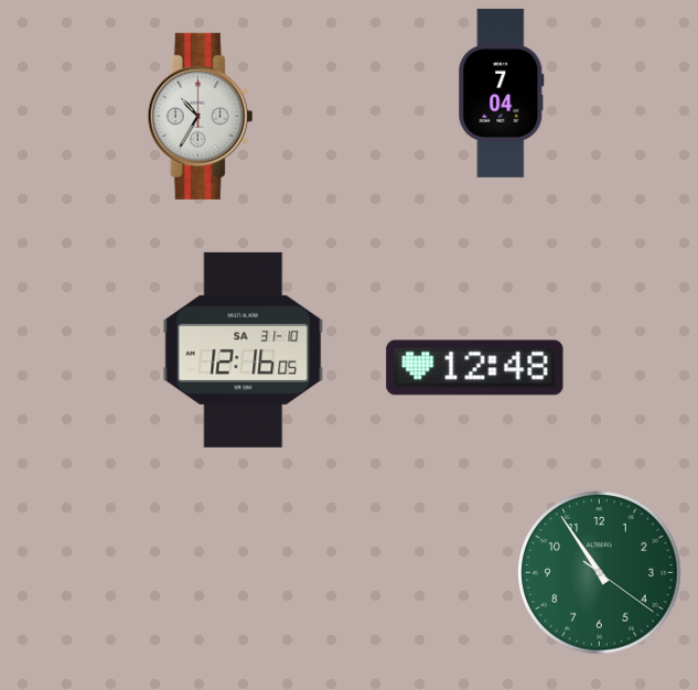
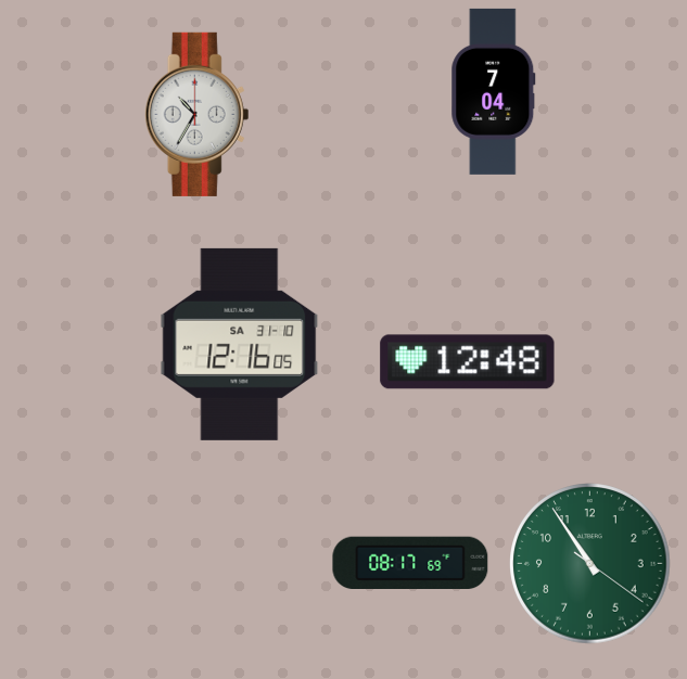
clock at (410, 563): none -> 08:17
